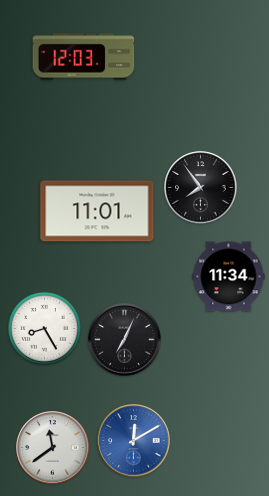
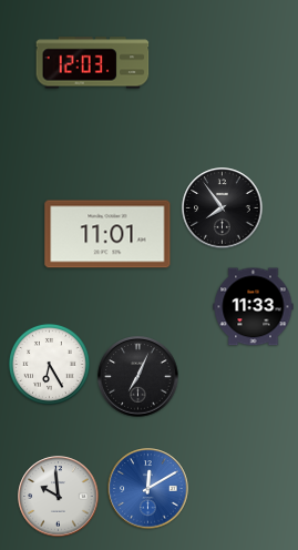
clock at (229, 277): 11:34 -> 11:33
clock at (44, 328): 8:25 -> 6:25
clock at (53, 448): 11:39 -> 9:59
